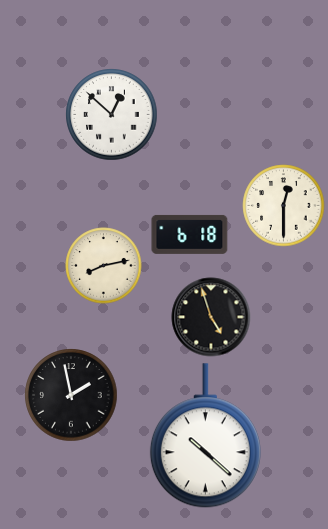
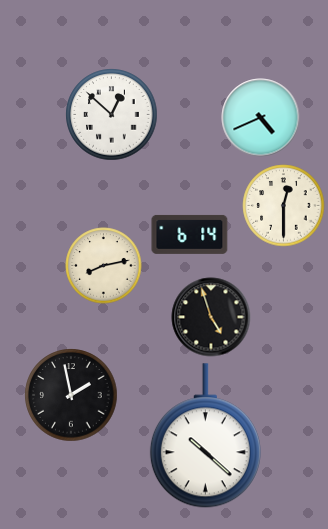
clock at (261, 118): none -> 4:41
clock at (190, 234): 6:18 -> 6:14
